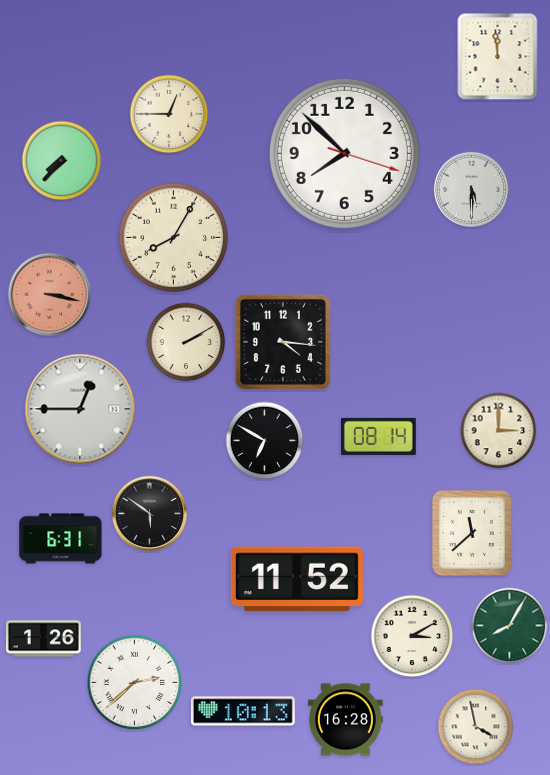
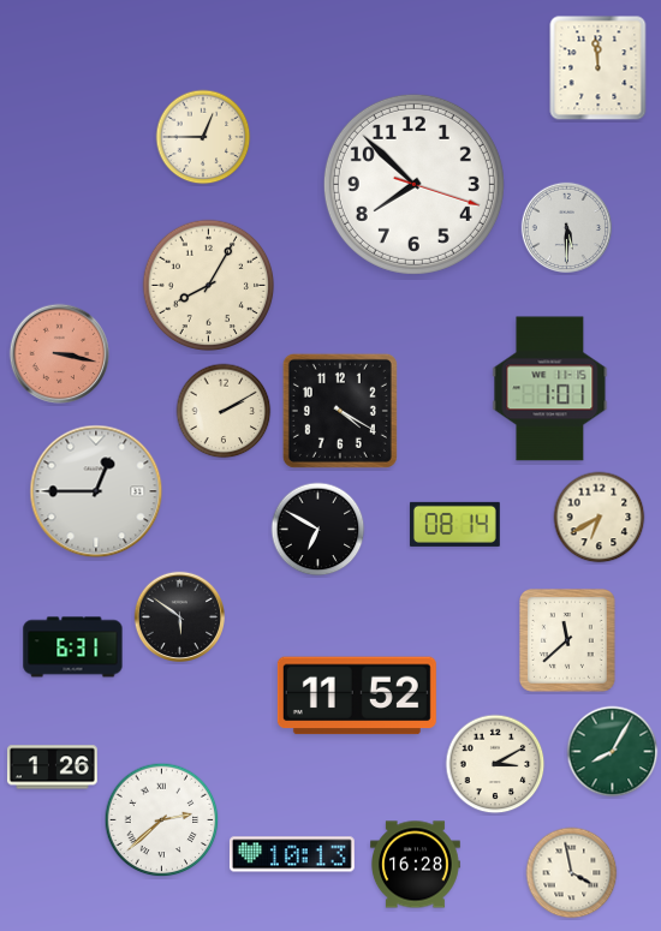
clock at (62, 161): 7:37 -> none
clock at (550, 389): none -> 1:01
clock at (283, 342): 4:16 -> 4:20
clock at (499, 431): 3:00 -> 6:40
